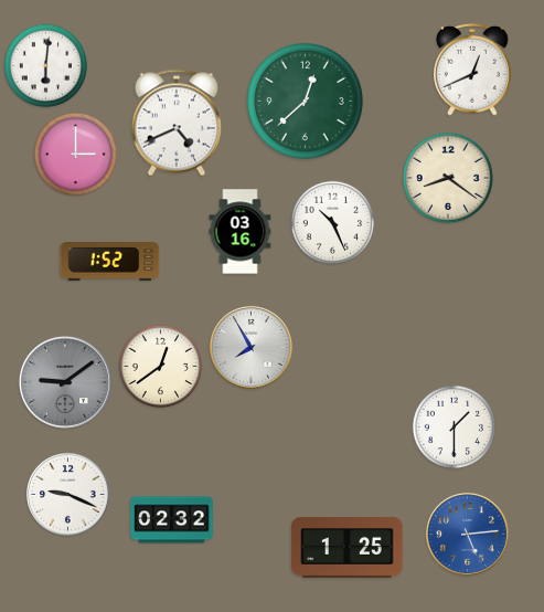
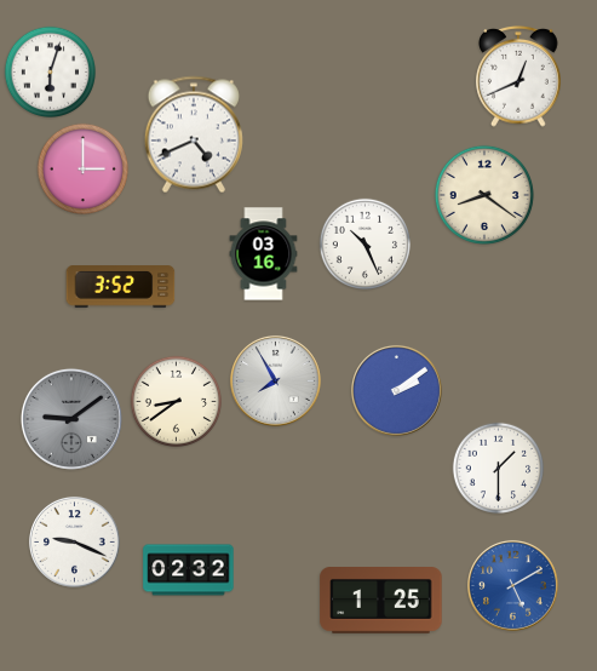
clock at (45, 65): 6:01 -> 6:03
clock at (305, 101): 12:38 -> none
clock at (448, 178) position: (448, 178) -> (484, 195)
clock at (110, 262): 1:52 -> 3:52
clock at (397, 391): none -> 2:09
clock at (160, 366): 12:39 -> 8:39
clock at (468, 535): 5:14 -> 5:10
